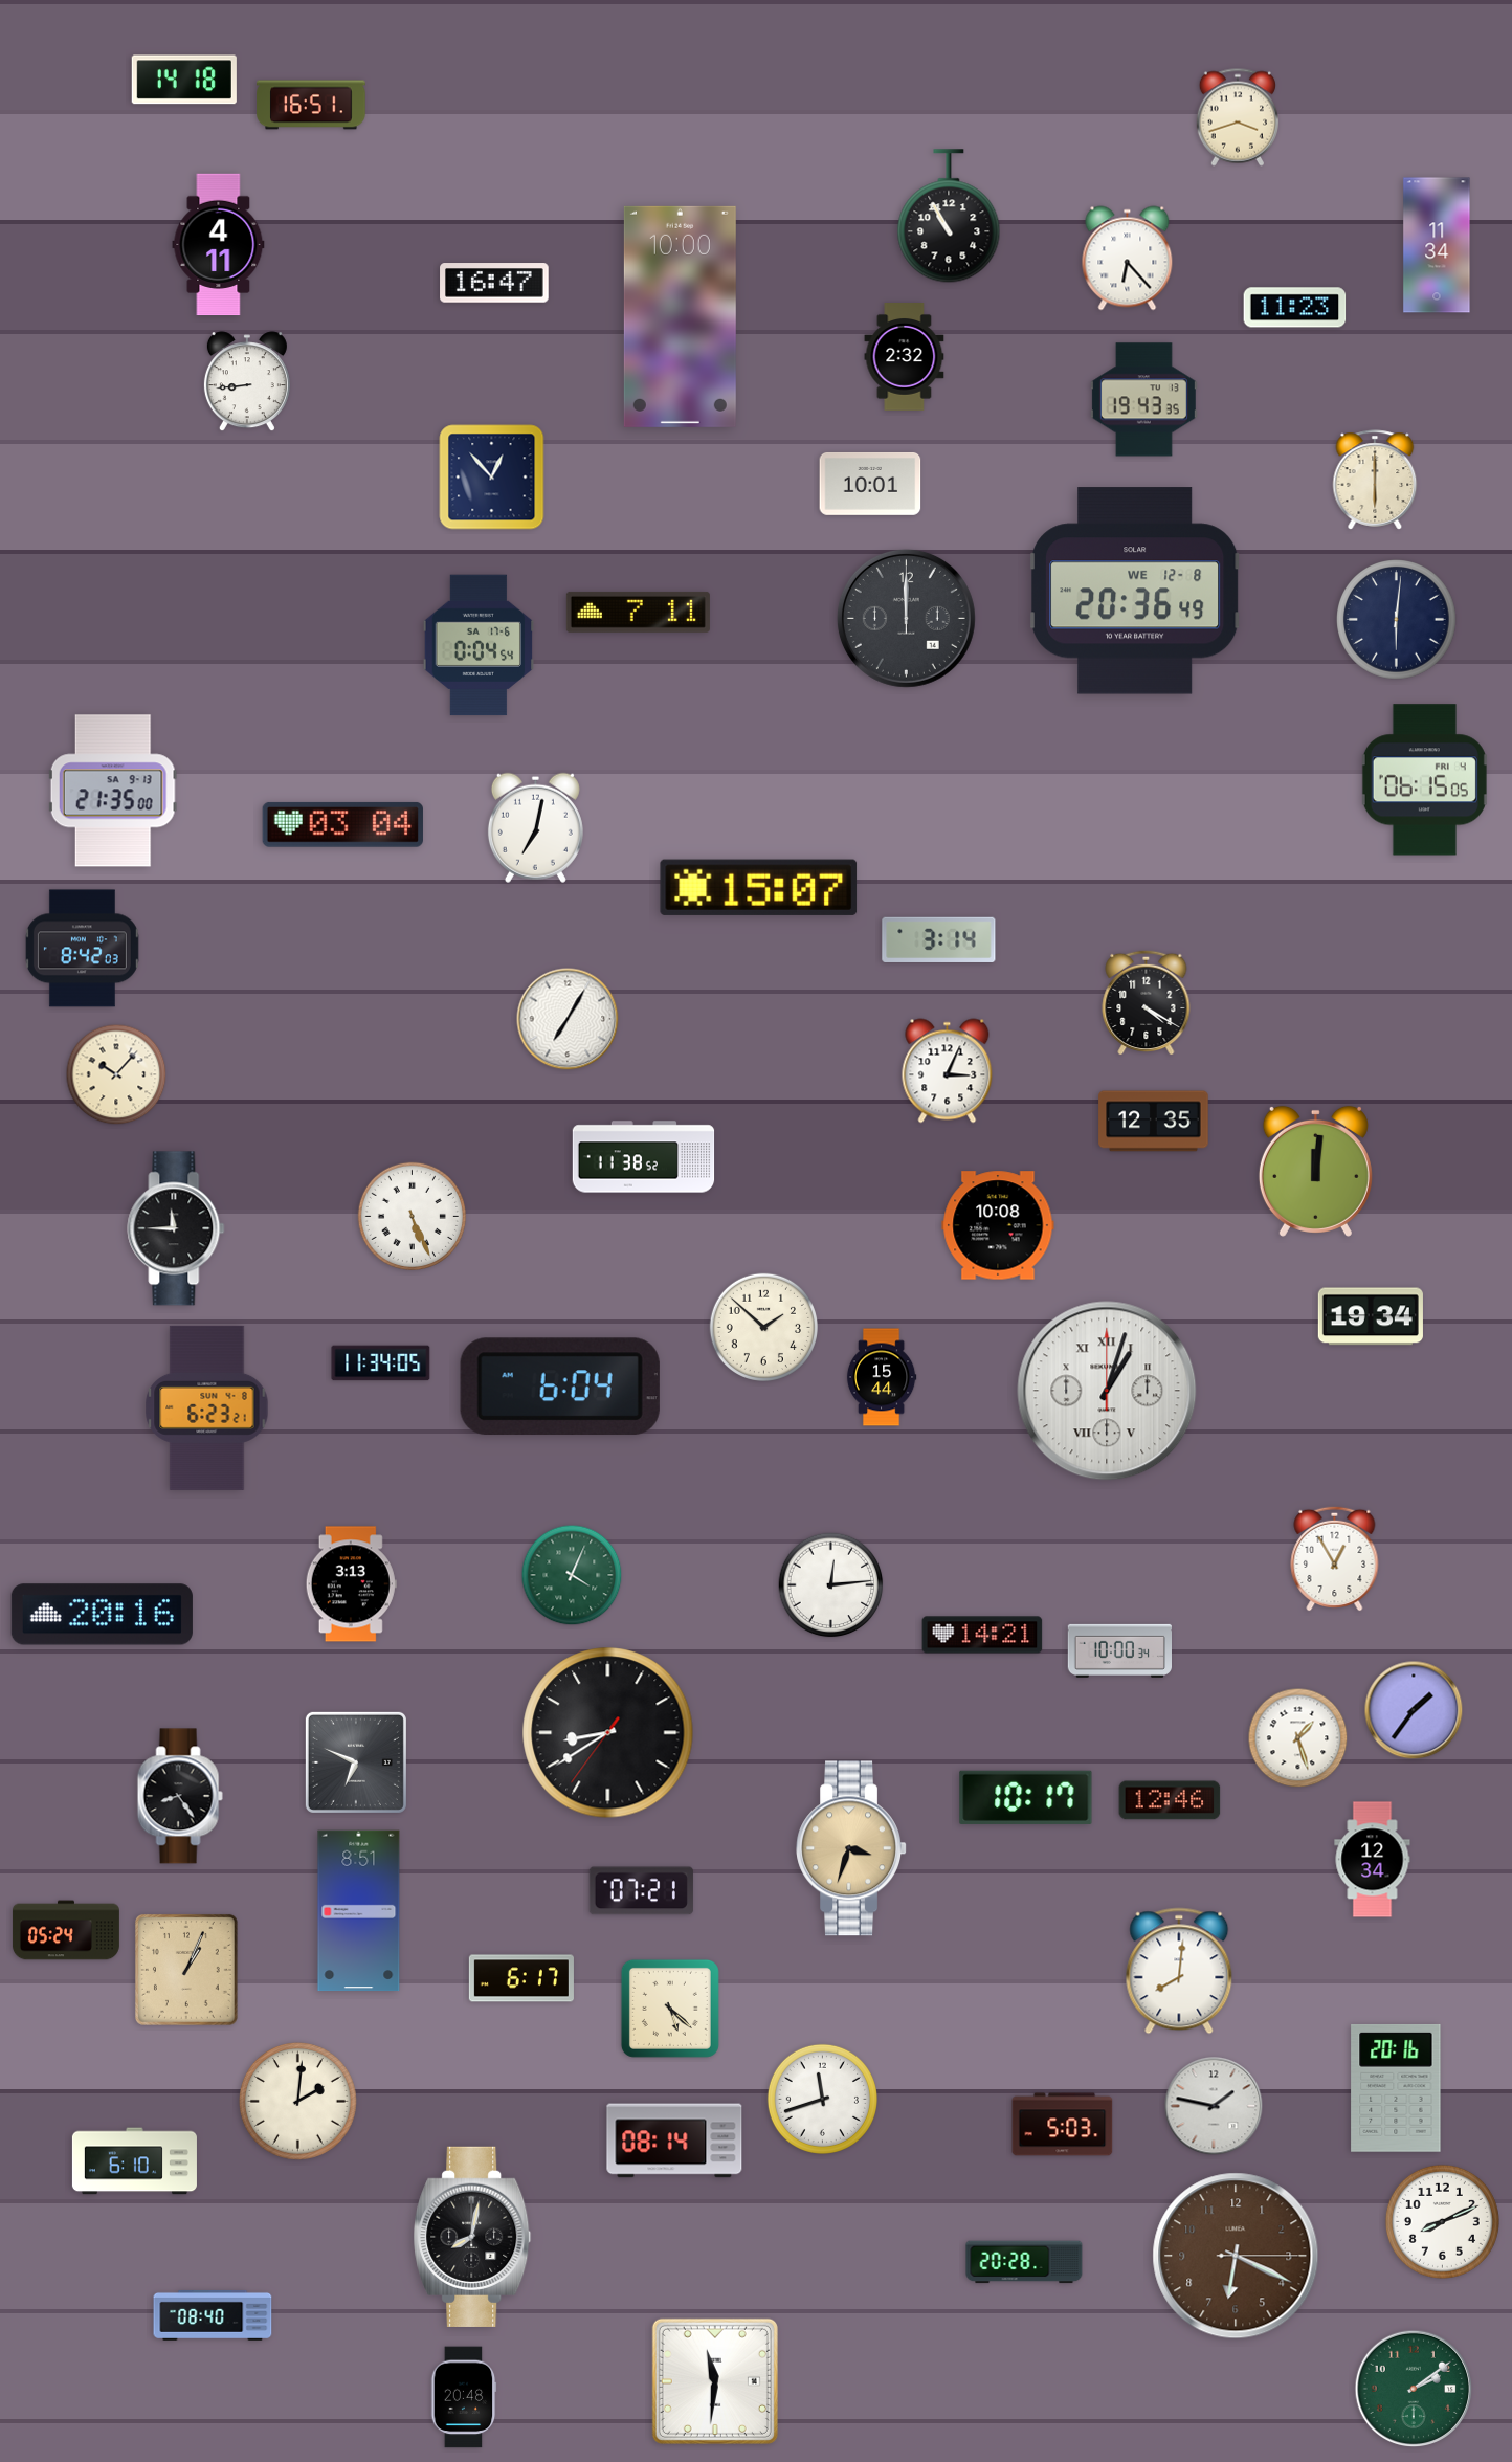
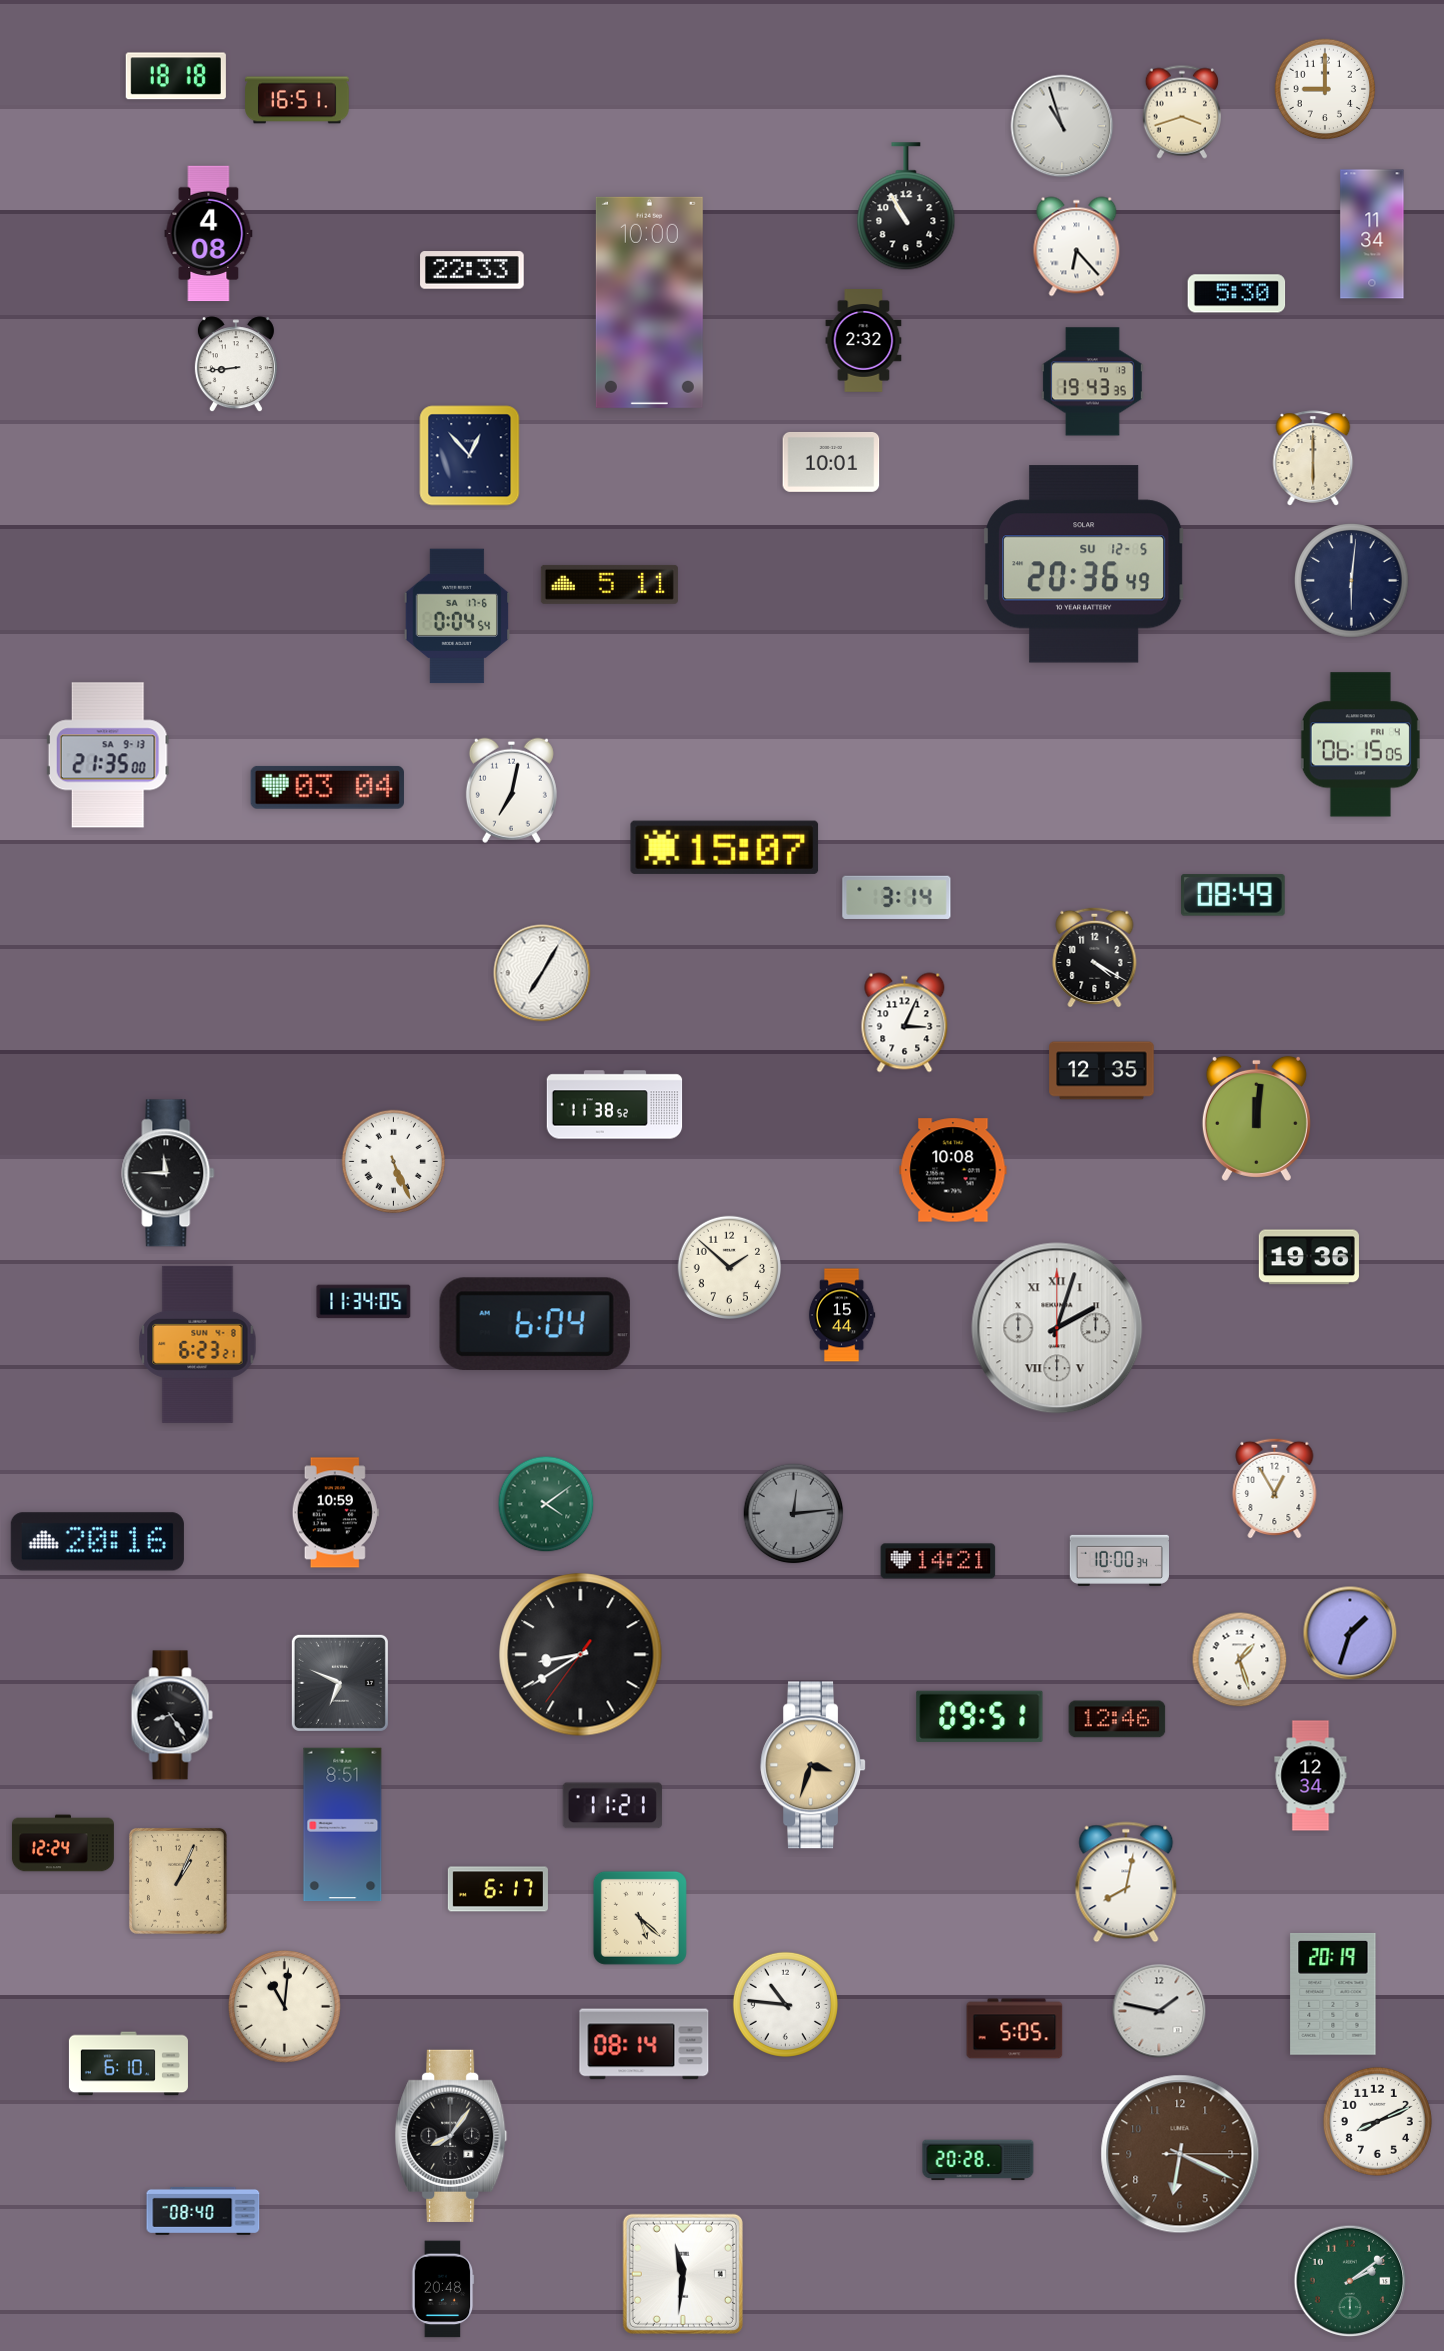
clock at (184, 80): 14:18 -> 18:18
clock at (1325, 89): none -> 9:00
clock at (1062, 126): none -> 10:57
clock at (219, 245): 4:11 -> 4:08
clock at (494, 283): 16:47 -> 22:33
clock at (1295, 308): 11:23 -> 5:30
clock at (1136, 591) date: WE 12-8 -> SU 12-5
clock at (638, 612): 7:11 -> 5:11
clock at (906, 618): 12:00 -> none
clock at (1397, 620) position: (1397, 620) -> (1352, 581)
clock at (1234, 895): none -> 08:49
clock at (82, 949): 8:42 -> none
clock at (116, 1074): 10:07 -> none
clock at (1371, 1316): 19:34 -> 19:36
clock at (1107, 1391): 1:03 -> 2:03
clock at (572, 1575): 4:04 -> 4:09
clock at (351, 1584): 3:13 -> 10:59
clock at (831, 1585) dial: white -> grey
clock at (1119, 1650) position: (1119, 1650) -> (1119, 1560)
clock at (1414, 1710): 1:36 -> 1:33
clock at (1026, 1797): 10:17 -> 09:51
clock at (641, 1891): 07:21 -> 11:21
clock at (66, 1930): 05:24 -> 12:24
clock at (1179, 1971): 8:01 -> 8:02
clock at (1396, 2088): 20:16 -> 20:19
clock at (822, 2099): 11:42 -> 10:46
clock at (298, 2102): 2:01 -> 11:01
clock at (1063, 2125): 5:03 -> 5:05
clock at (472, 2237): 8:02 -> 8:06
